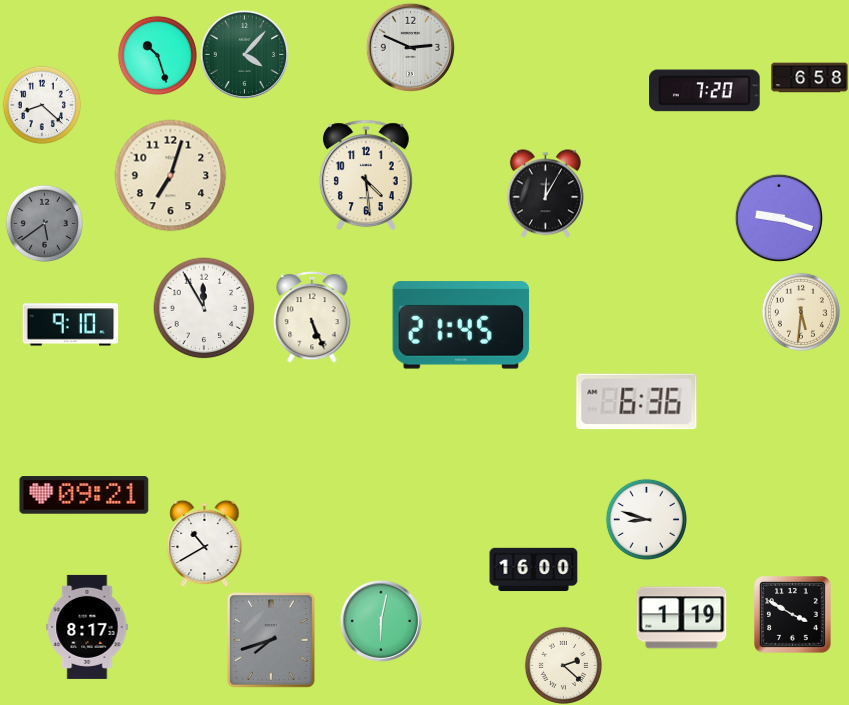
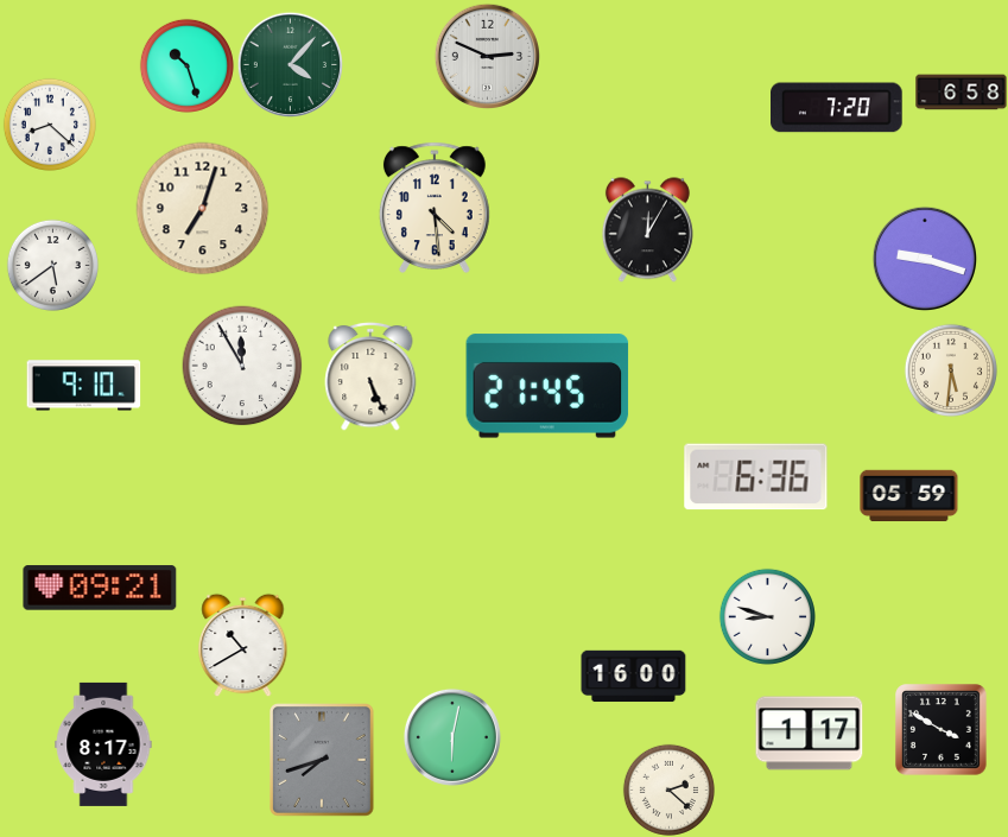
clock at (44, 223) dial: grey -> white
clock at (909, 496): none -> 05:59
clock at (682, 618): 1:19 -> 1:17
